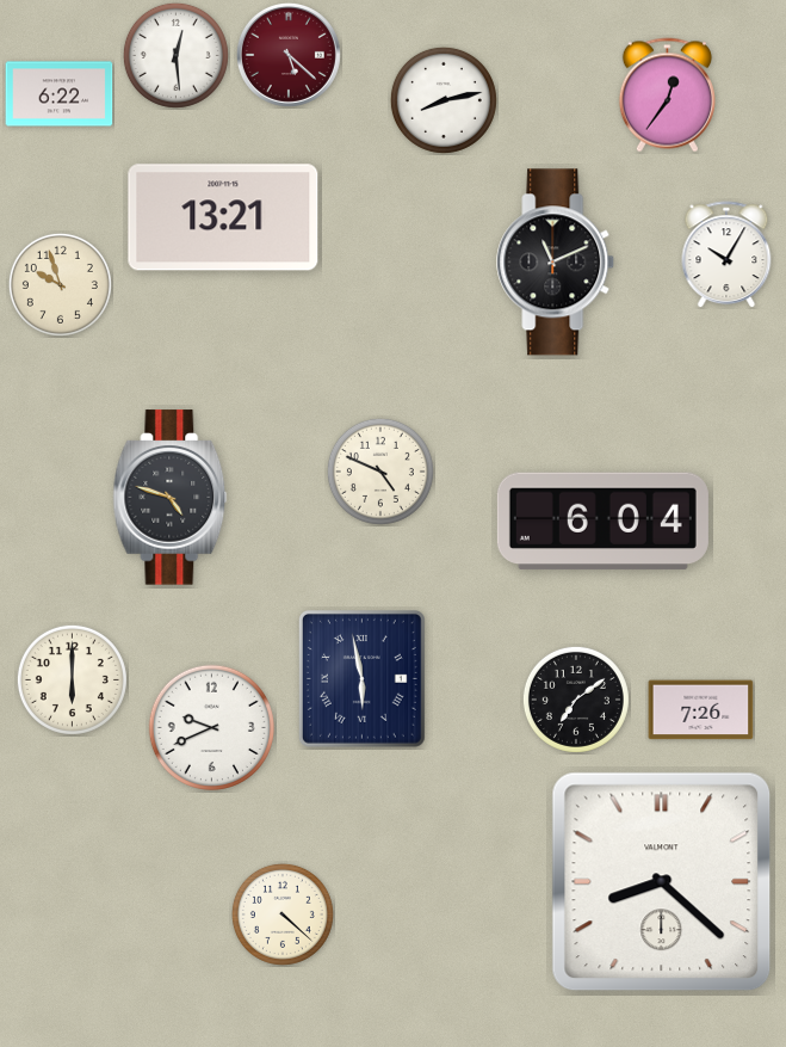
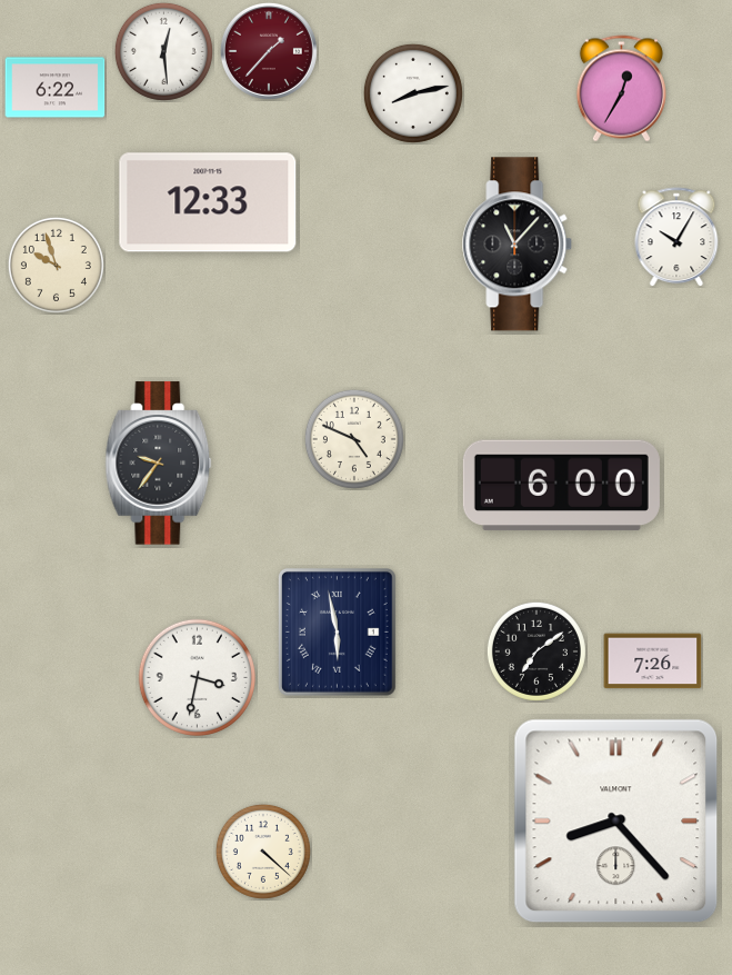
clock at (289, 55): 5:22 -> 1:37
clock at (667, 96): 12:36 -> 12:35
clock at (223, 217): 13:21 -> 12:33
clock at (556, 263): 11:11 -> 11:07
clock at (171, 498): 4:48 -> 9:36
clock at (602, 522): 6:04 -> 6:00
clock at (72, 679): 6:00 -> none
clock at (211, 727): 9:41 -> 3:32
clock at (662, 882): 8:22 -> 8:23
